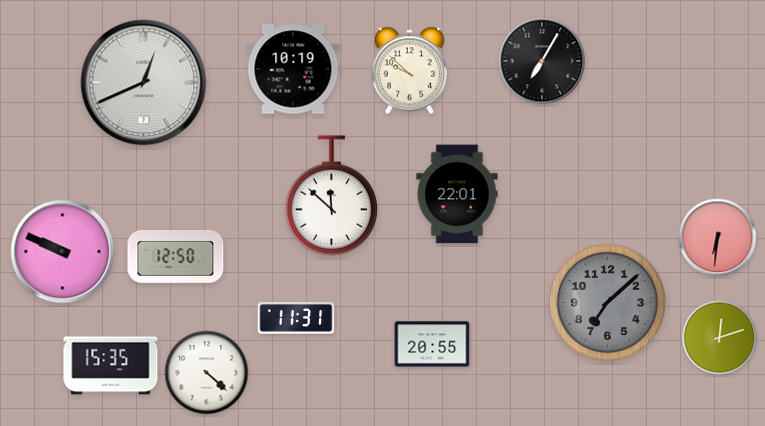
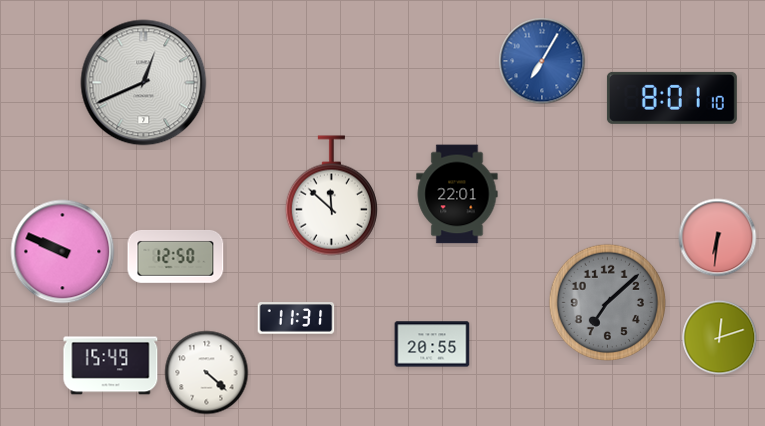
clock at (542, 61) dial: black -> blue
clock at (293, 69): 10:19 -> none
clock at (409, 71): 9:52 -> none
clock at (672, 98): none -> 8:01
clock at (111, 366): 15:35 -> 15:49
